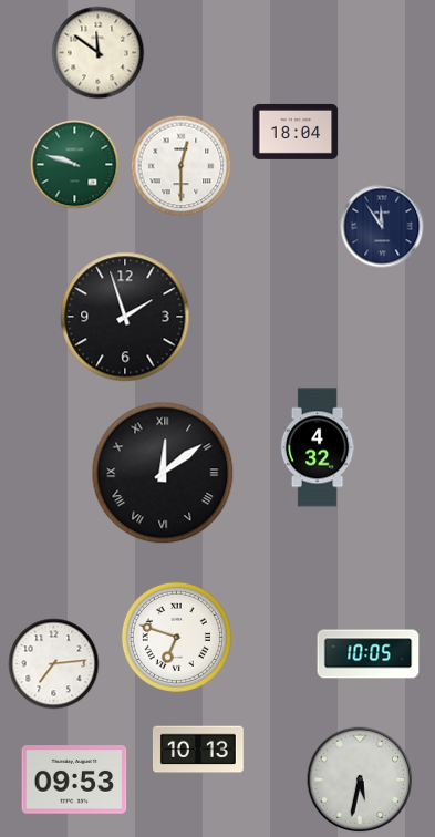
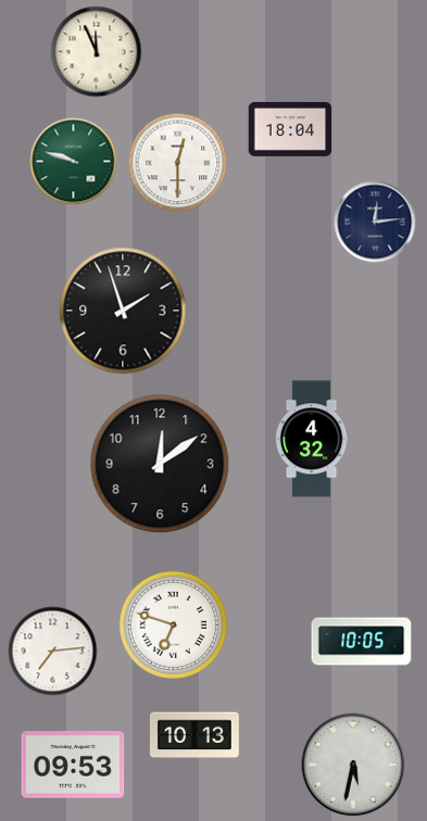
clock at (99, 53): 11:51 -> 11:56
clock at (382, 226): 11:54 -> 12:14
clock at (163, 473) numerals: Roman -> Arabic
